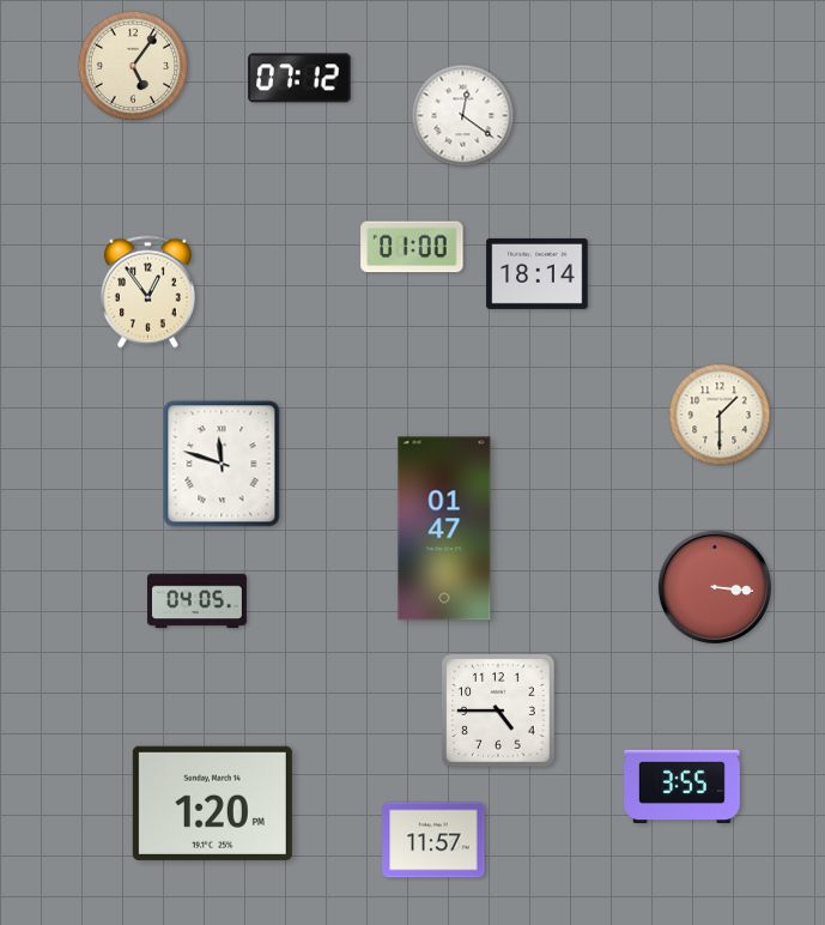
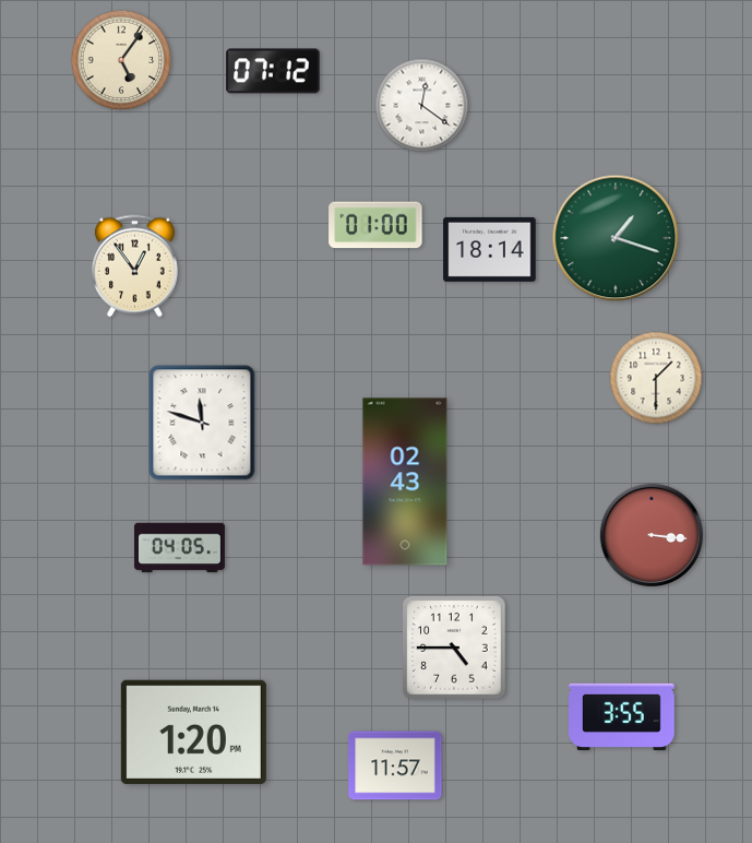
clock at (616, 238): none -> 1:18
clock at (444, 528): 01:47 -> 02:43
